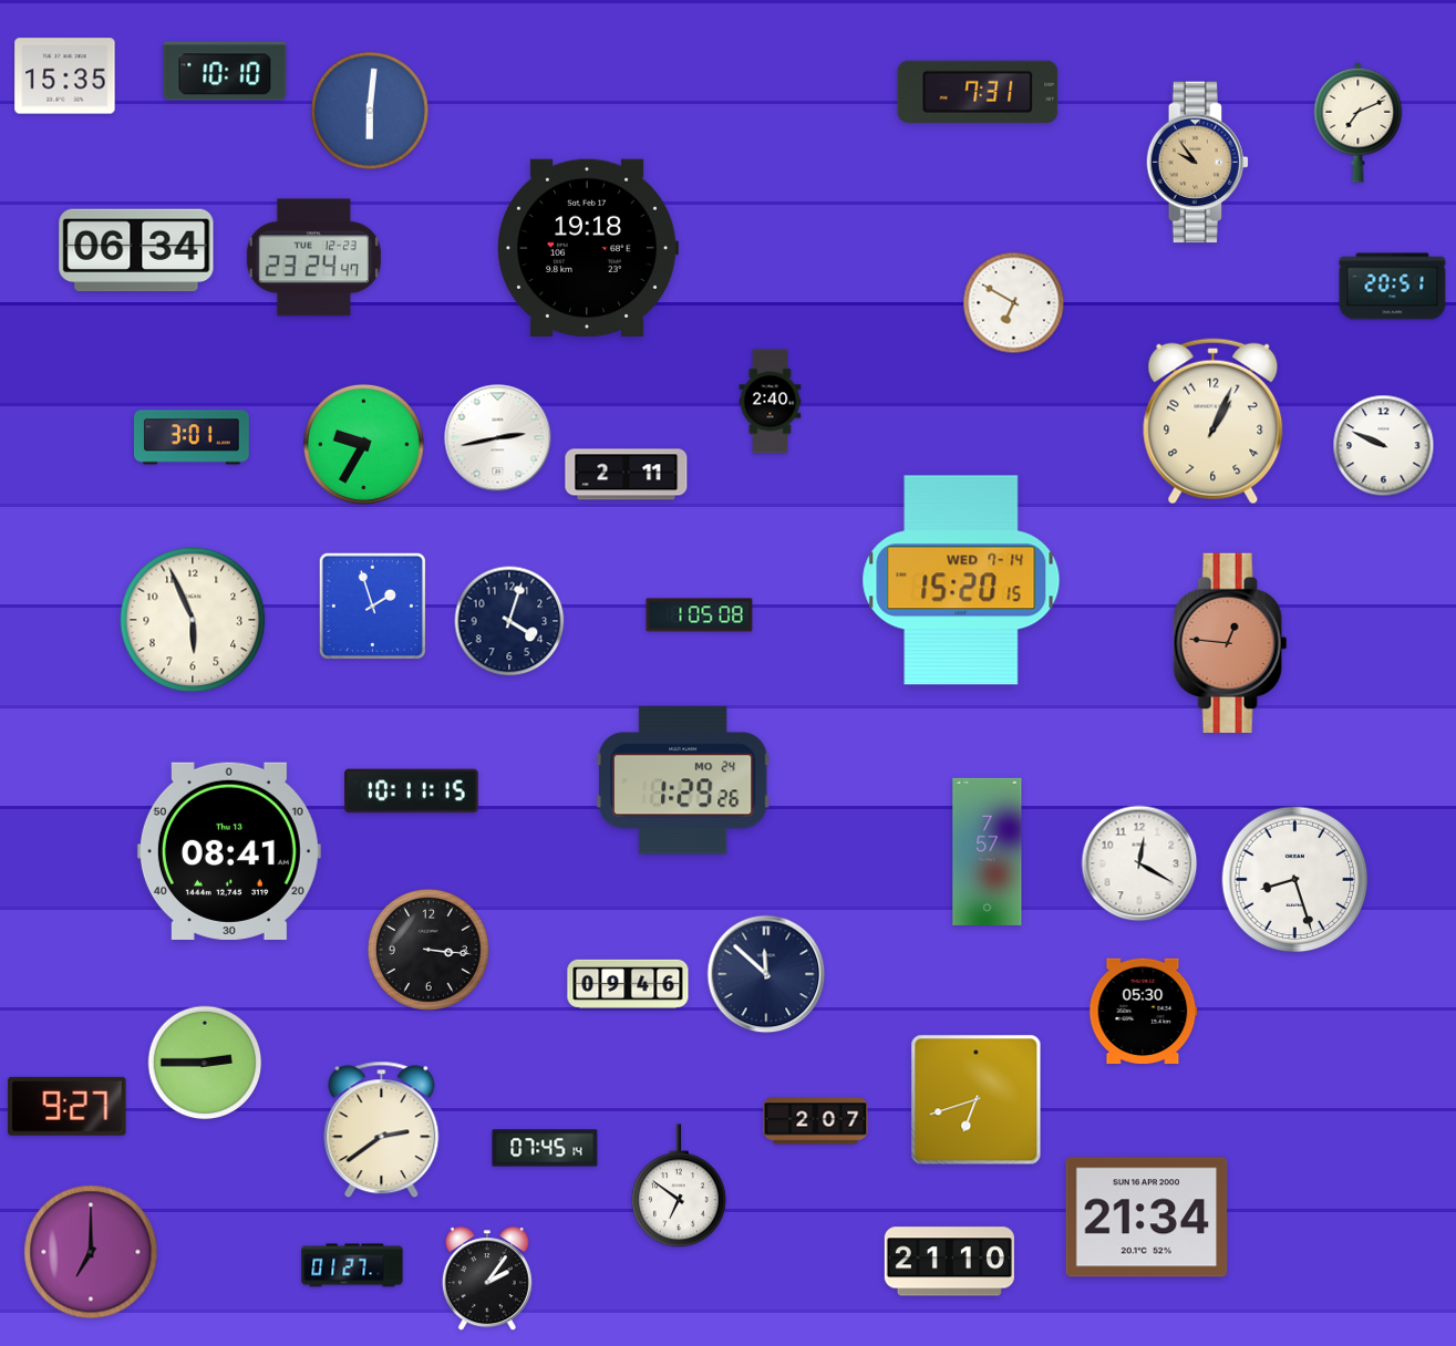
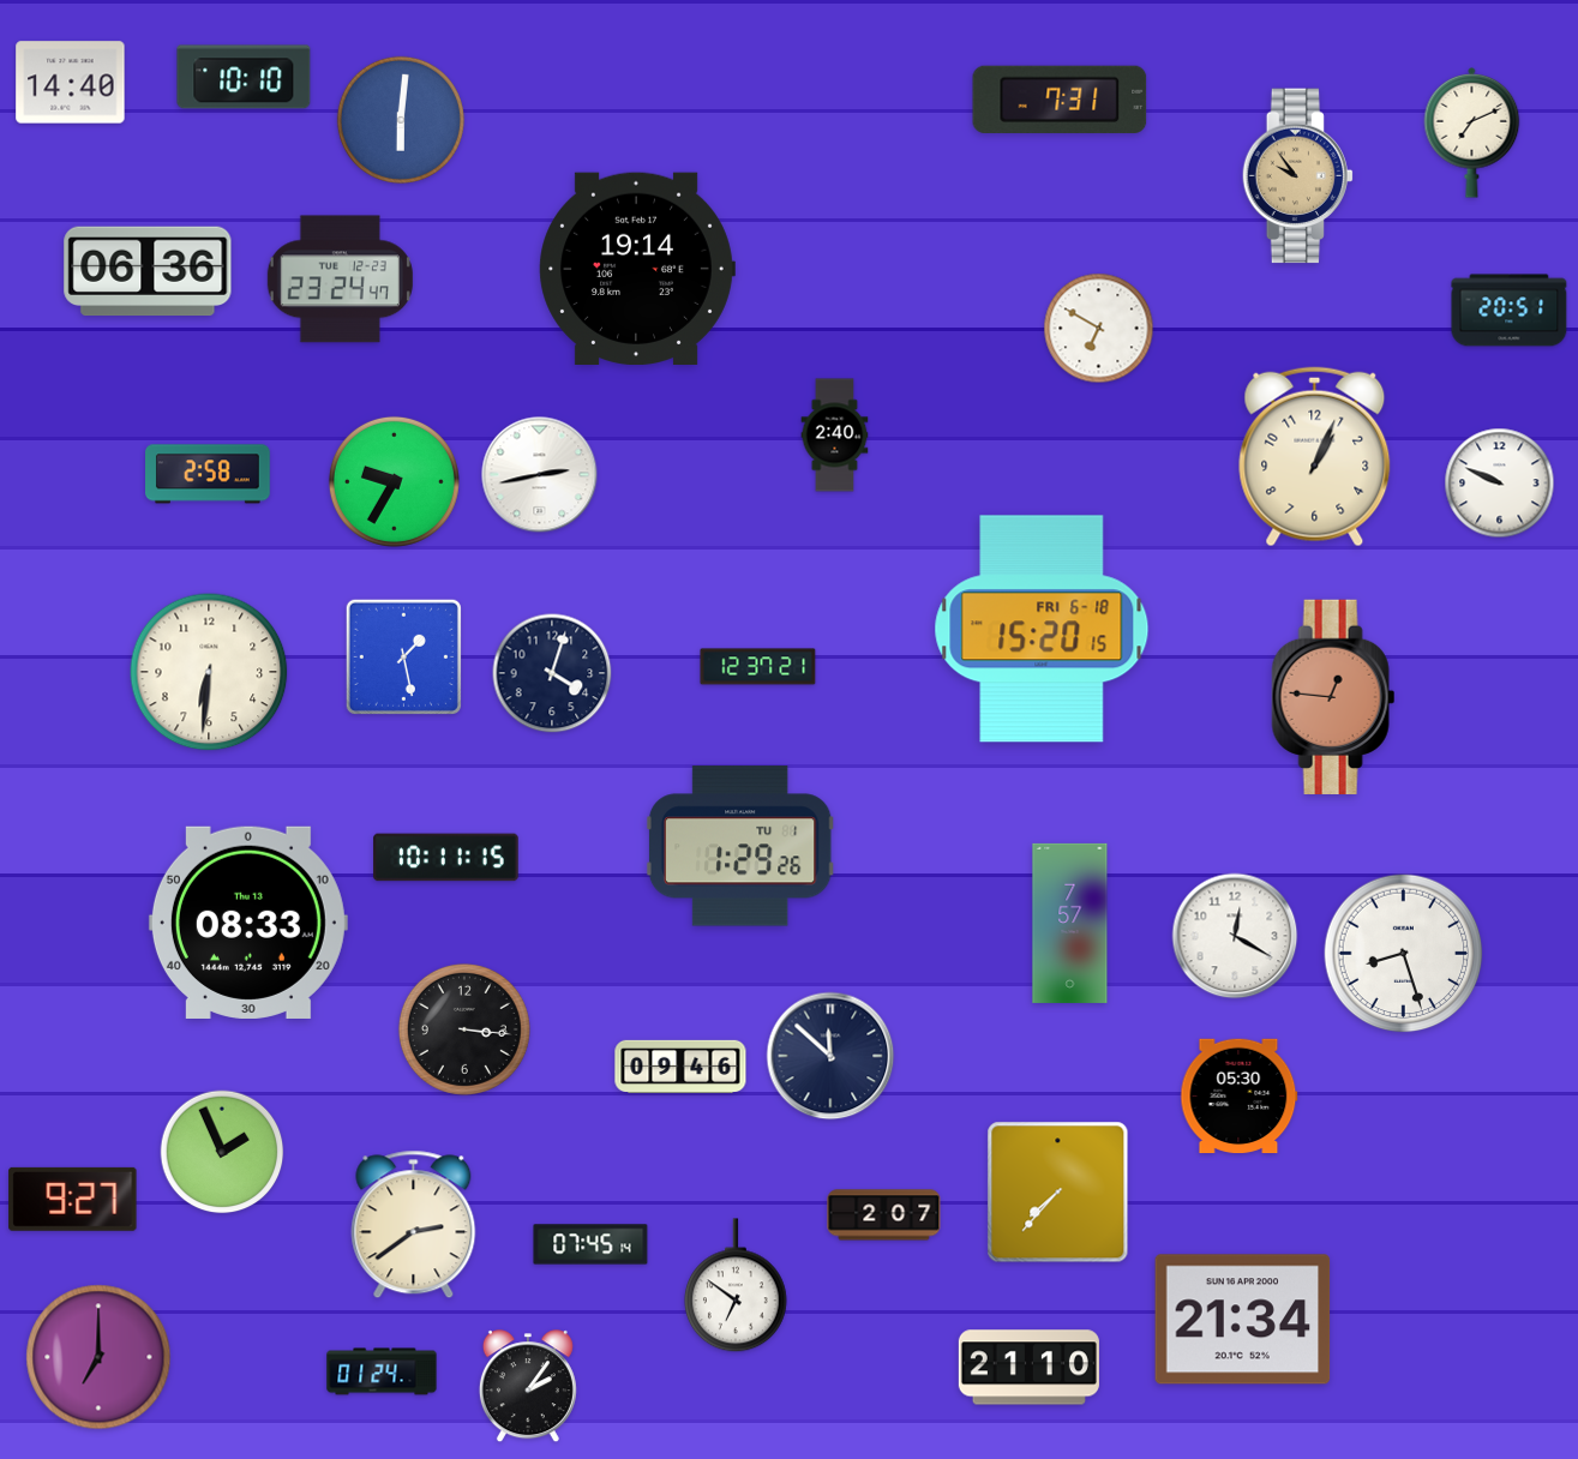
clock at (65, 76): 15:35 -> 14:40
clock at (588, 247): 19:18 -> 19:14
clock at (136, 250): 06:34 -> 06:36
clock at (193, 437): 3:01 -> 2:58
clock at (627, 475): 2:11 -> none
clock at (961, 580) date: WED 7-14 -> FRI 6-18
clock at (372, 605): 1:57 -> 1:28
clock at (700, 615): 1:05 -> 12:37
clock at (193, 620): 5:56 -> 6:31
clock at (683, 780) date: MO 24 -> TU 1
clock at (229, 851): 08:41 -> 08:33
clock at (205, 1063): 2:45 -> 1:56
clock at (977, 1100): 6:42 -> 7:37
clock at (352, 1265): 01:27 -> 01:24
